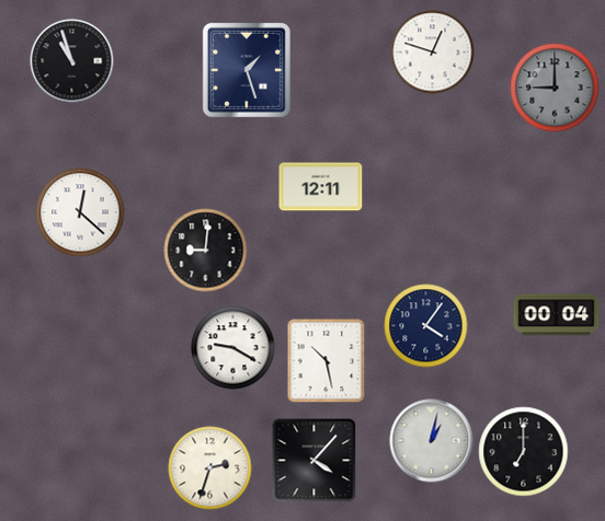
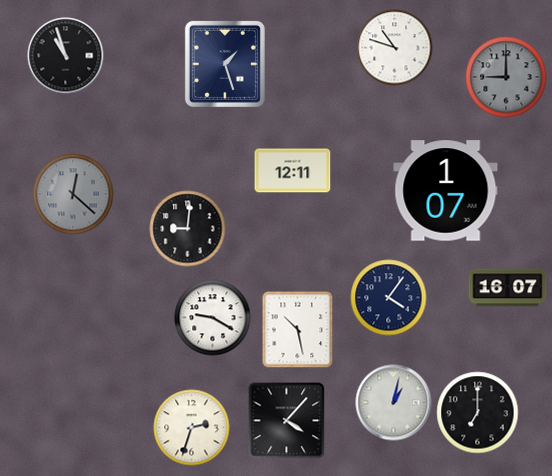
clock at (433, 53): 12:48 -> 10:48
clock at (555, 88) position: (555, 88) -> (506, 77)
clock at (446, 191): none -> 1:07
clock at (80, 212) dial: white -> grey
clock at (557, 315): 00:04 -> 16:07
